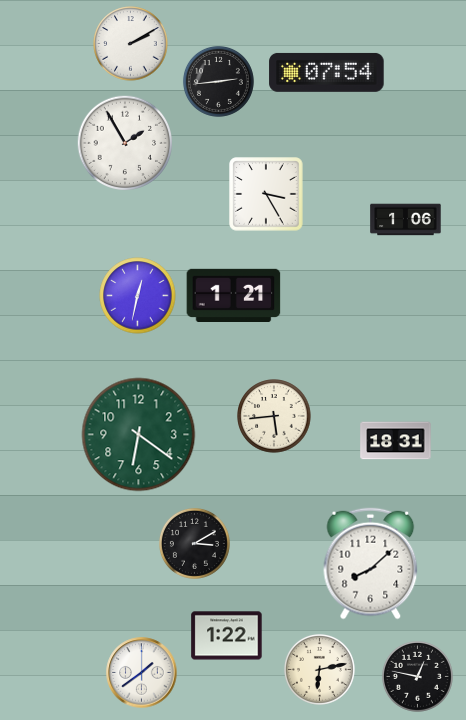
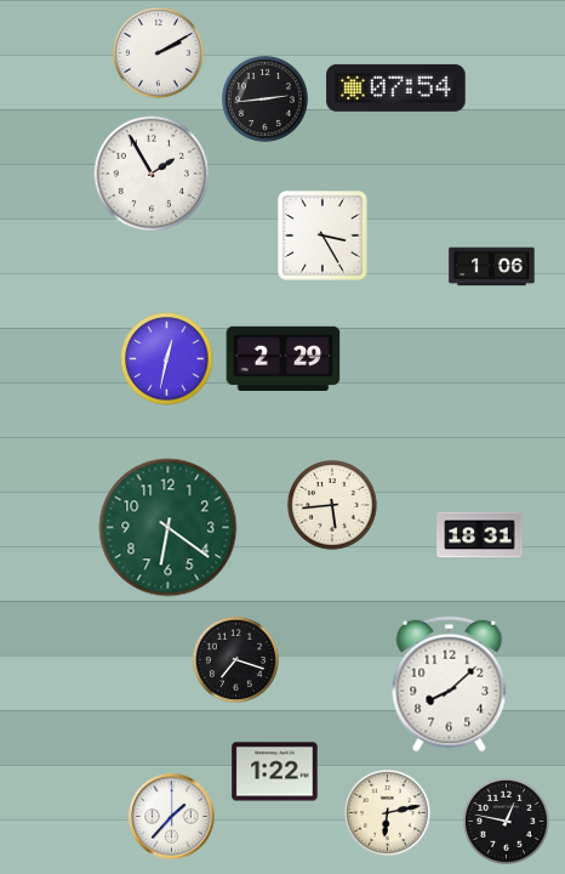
clock at (234, 296): 1:21 -> 2:29
clock at (194, 543): 3:10 -> 7:18
clock at (142, 673): 1:39 -> 1:37
